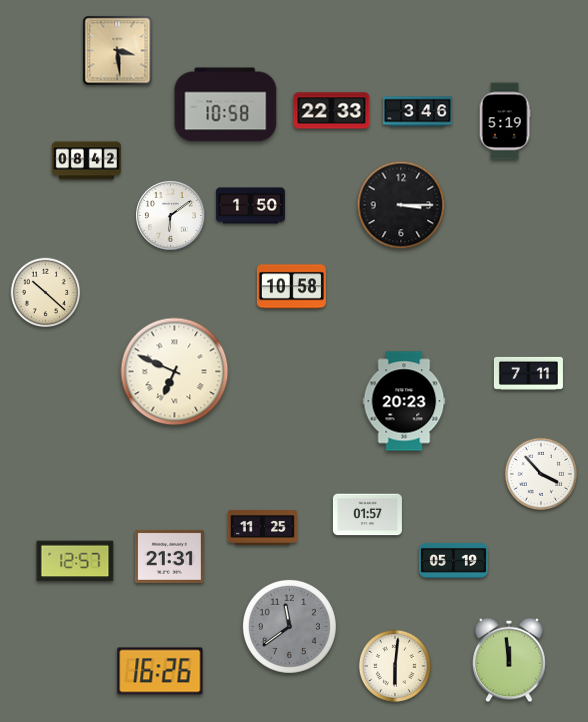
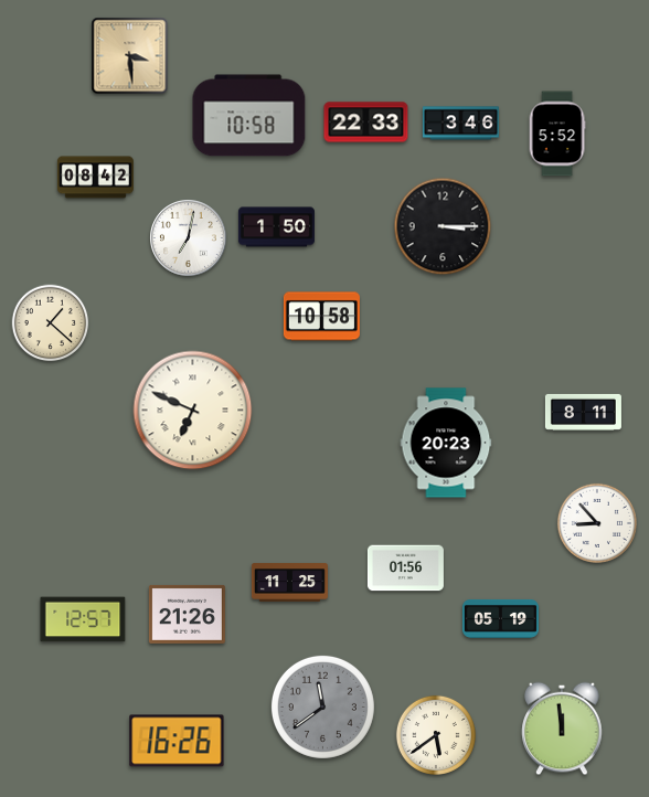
clock at (505, 121): 5:19 -> 5:52
clock at (171, 216): 6:09 -> 7:02
clock at (46, 293): 10:22 -> 1:22
clock at (528, 373): 7:11 -> 8:11
clock at (541, 474): 3:53 -> 8:53
clock at (367, 515): 01:57 -> 01:56
clock at (169, 556): 21:31 -> 21:26
clock at (289, 626) position: (289, 626) -> (322, 706)
clock at (395, 666): 6:01 -> 5:39
